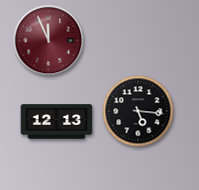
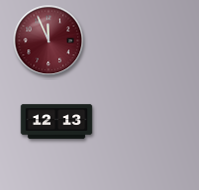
clock at (138, 111): 5:16 -> none
